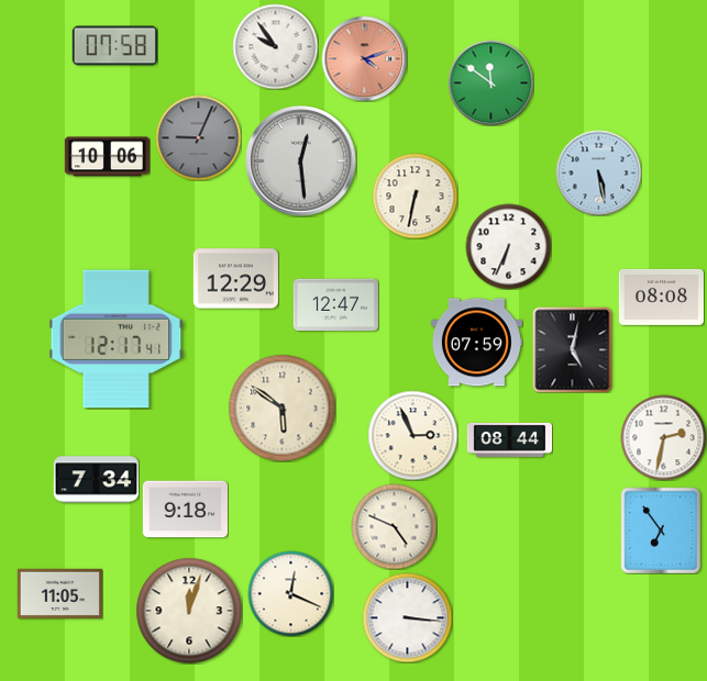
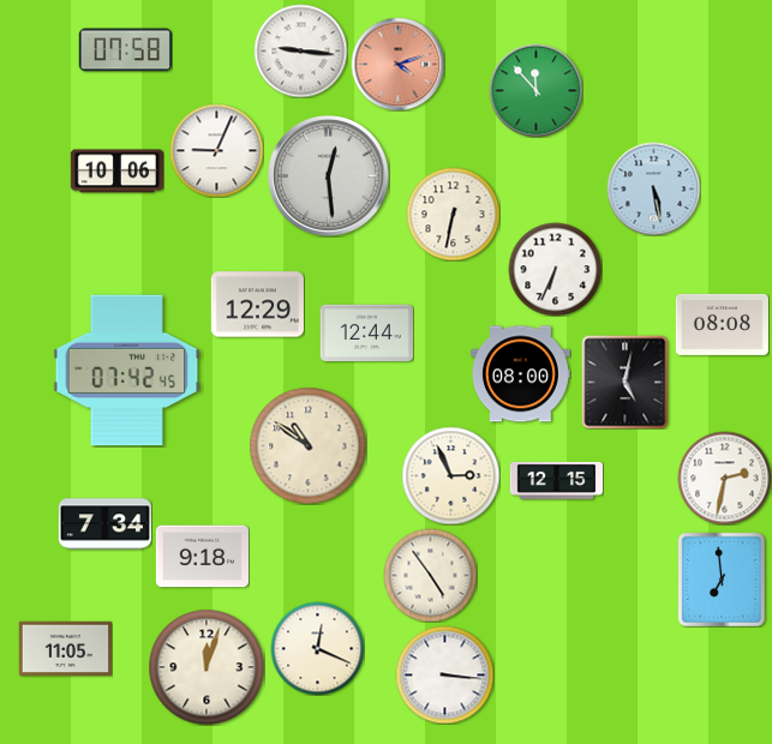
clock at (275, 46): 9:54 -> 9:16
clock at (490, 82): 11:51 -> 11:53
clock at (198, 137) dial: grey -> white
clock at (335, 305): 12:47 -> 12:44
clock at (117, 339): 12:17 -> 07:42
clock at (476, 343): 07:59 -> 08:00
clock at (281, 408): 5:51 -> 10:51
clock at (509, 439): 08:44 -> 12:15
clock at (394, 526): 4:49 -> 4:54
clock at (661, 531): 6:54 -> 6:59
